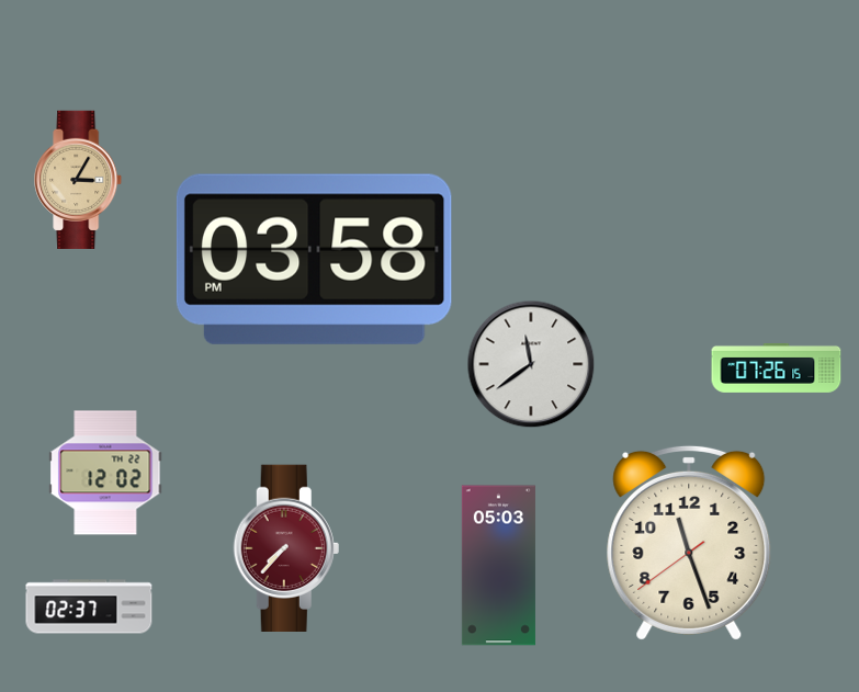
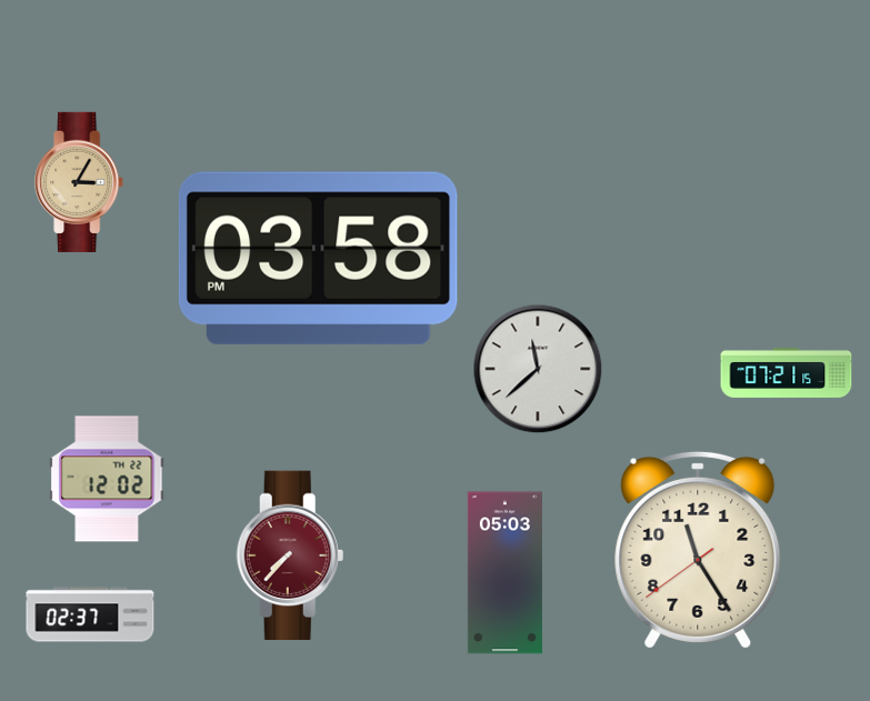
clock at (314, 259) position: (314, 259) -> (318, 258)
clock at (531, 364): 11:39 -> 11:38
clock at (777, 367): 07:26 -> 07:21
clock at (689, 543): 11:26 -> 11:24
